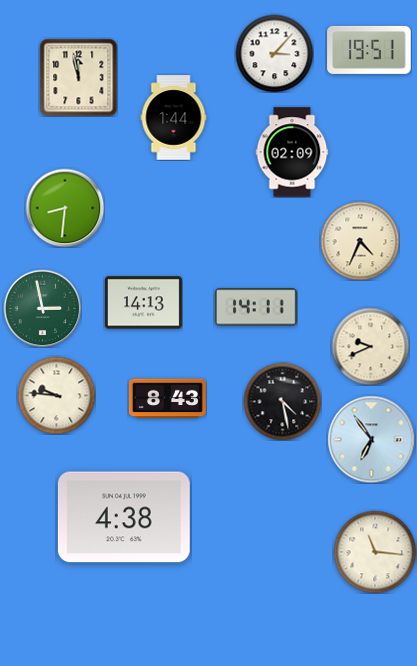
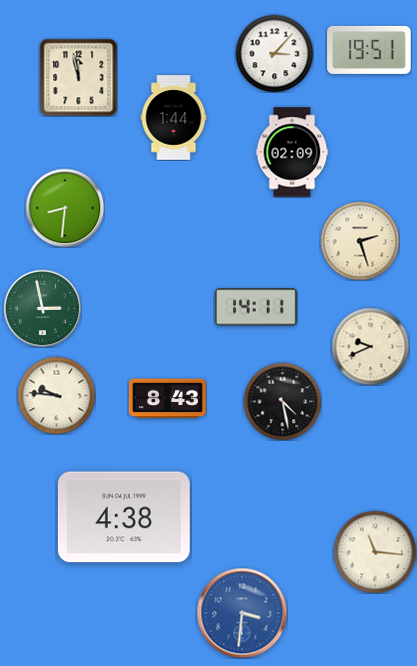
clock at (360, 241): 4:34 -> 2:27
clock at (143, 303): 14:13 -> none
clock at (371, 439): 6:54 -> none
clock at (242, 613): none -> 3:31
